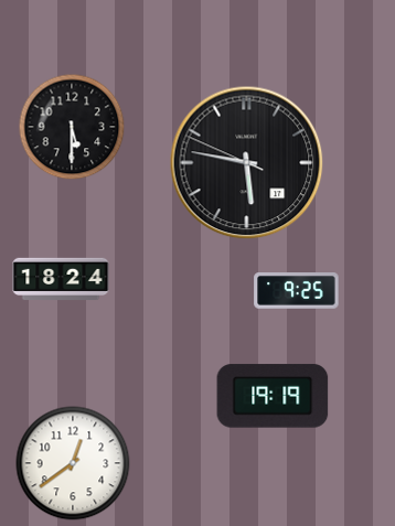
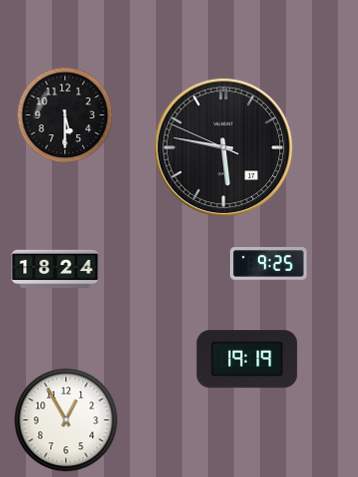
clock at (61, 279) position: (61, 279) -> (55, 269)
clock at (73, 463): 12:39 -> 12:55
